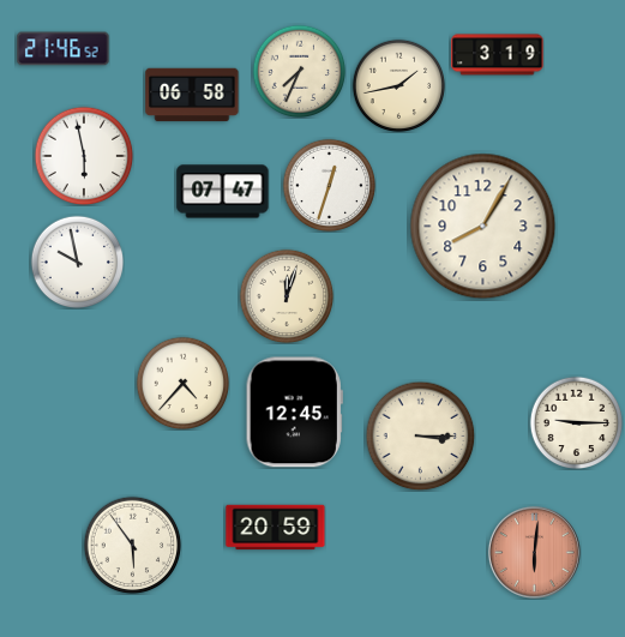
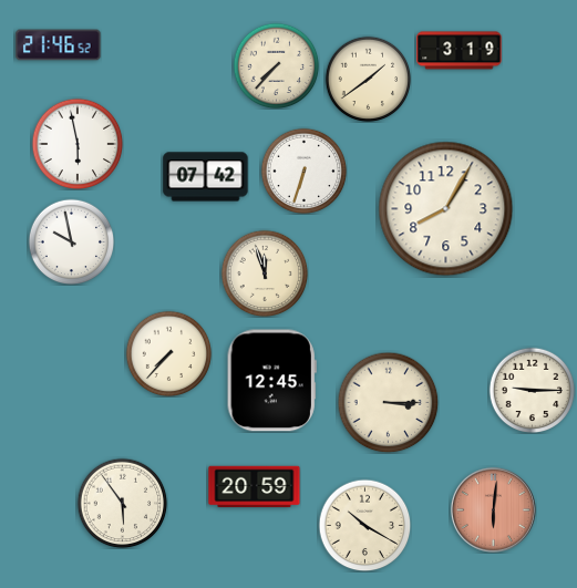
clock at (299, 71): 7:34 -> 7:37
clock at (398, 85): 1:43 -> 1:39
clock at (192, 95): 06:58 -> none
clock at (329, 185): 12:33 -> 6:33
clock at (223, 192): 07:47 -> 07:42
clock at (287, 296): 12:03 -> 11:57
clock at (182, 383): 4:37 -> 7:37
clock at (364, 525): none -> 10:20
